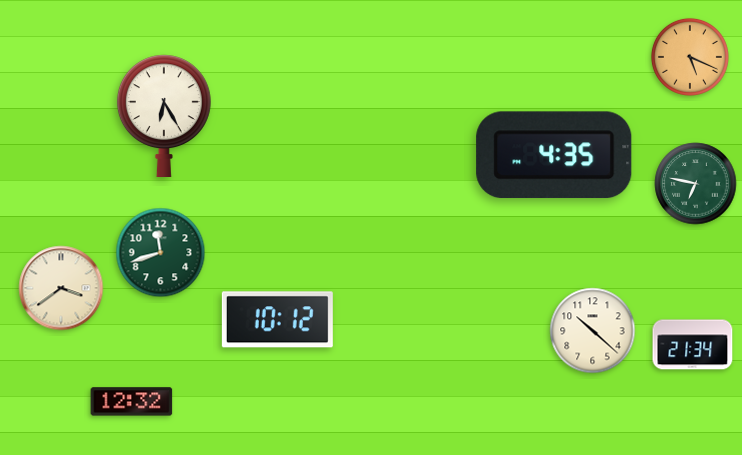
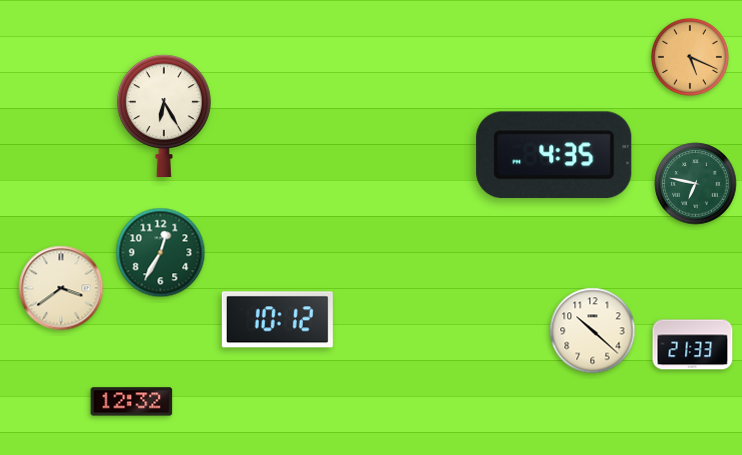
clock at (161, 253): 11:42 -> 12:35
clock at (693, 345): 21:34 -> 21:33
